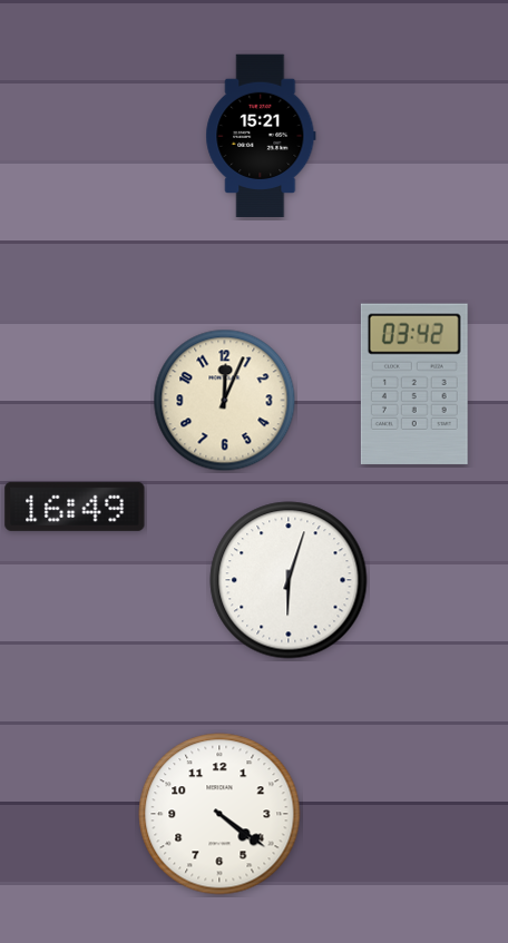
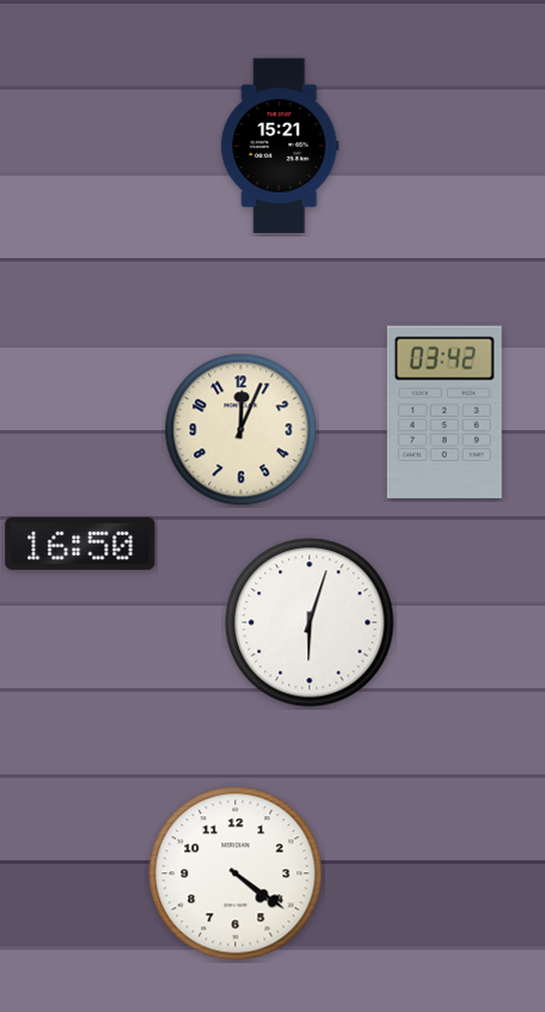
clock at (75, 507): 16:49 -> 16:50
